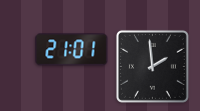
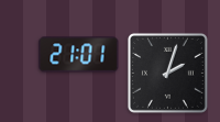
clock at (152, 66): 1:59 -> 2:03
